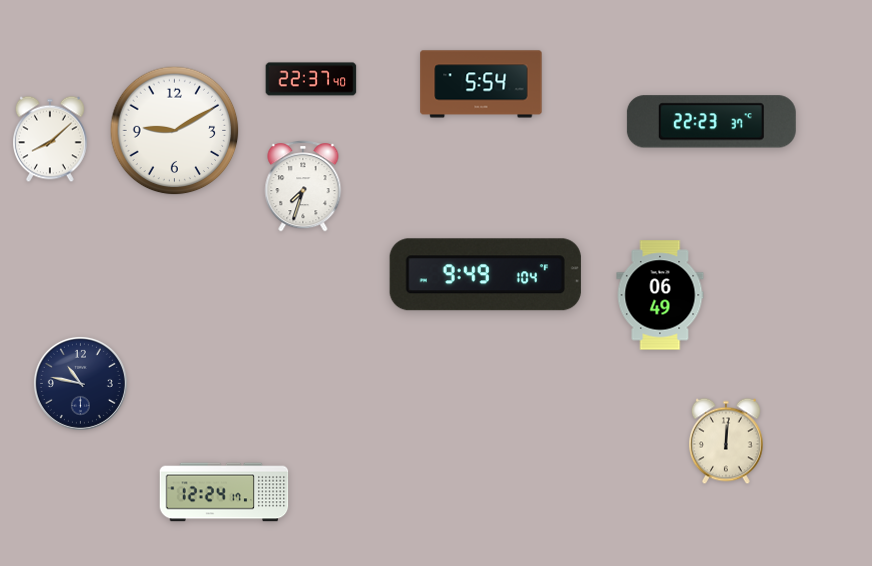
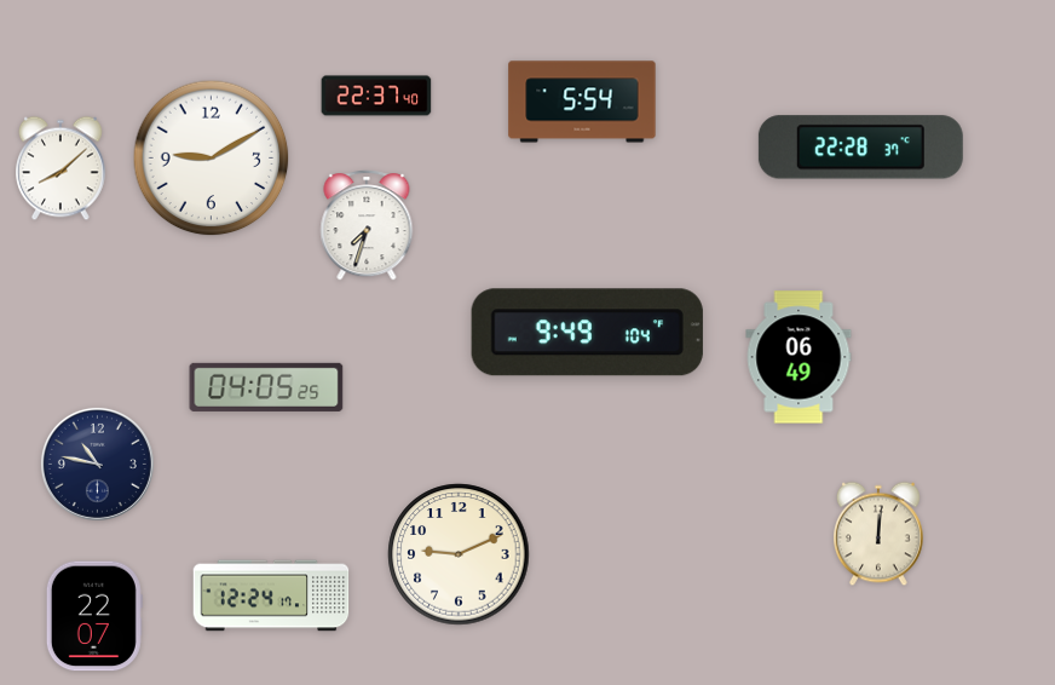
clock at (711, 122): 22:23 -> 22:28
clock at (266, 387): none -> 04:05
clock at (459, 554): none -> 9:11
clock at (94, 616): none -> 22:07
